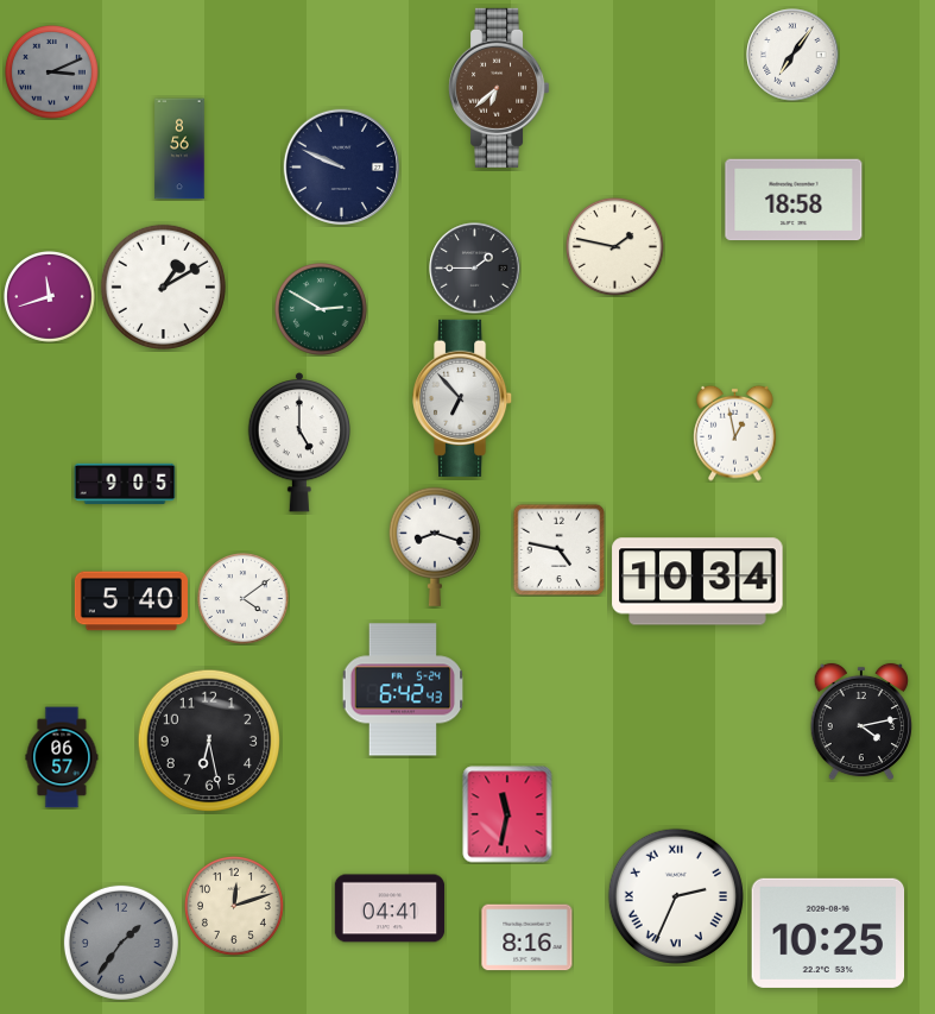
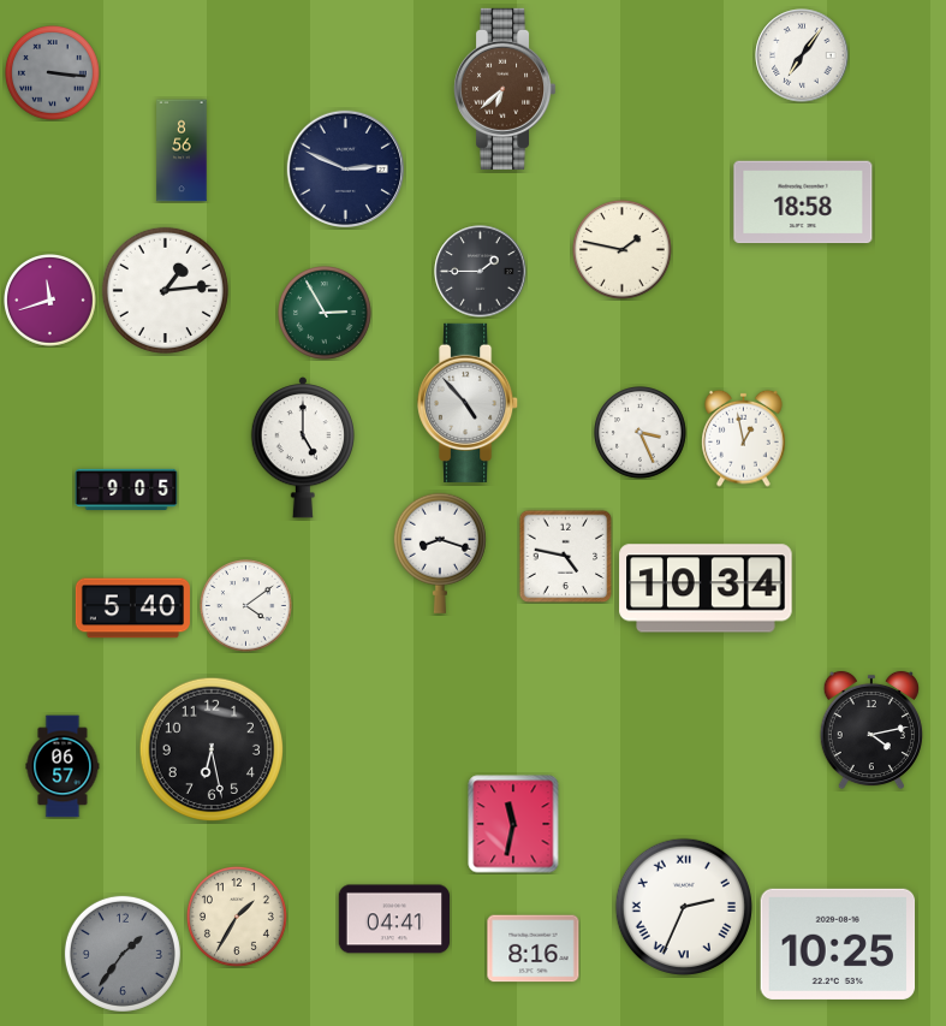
clock at (52, 73): 3:11 -> 3:16
clock at (341, 166): 9:49 -> 2:49
clock at (163, 286): 1:10 -> 1:14
clock at (322, 310): 2:50 -> 2:55
clock at (463, 398): 6:53 -> 4:53
clock at (641, 433): none -> 3:26
clock at (403, 689): 6:42 -> none
clock at (234, 906): 12:12 -> 1:35
